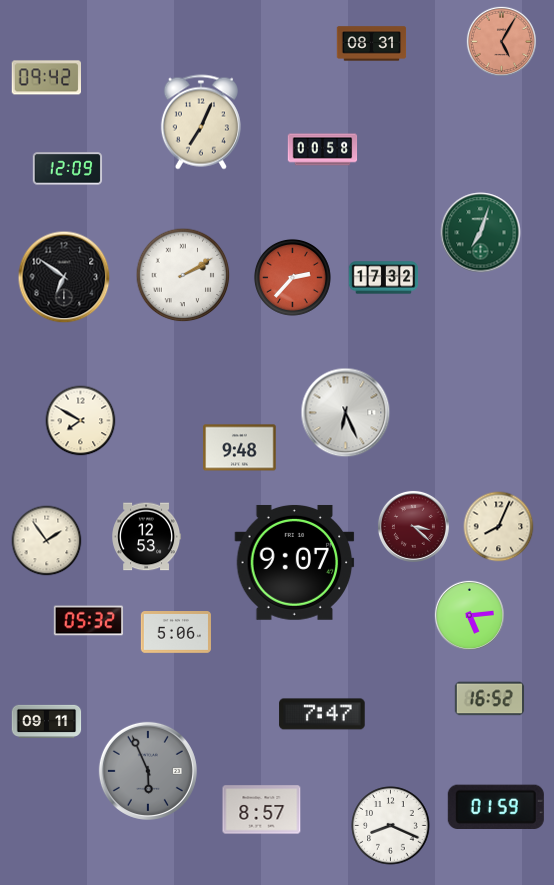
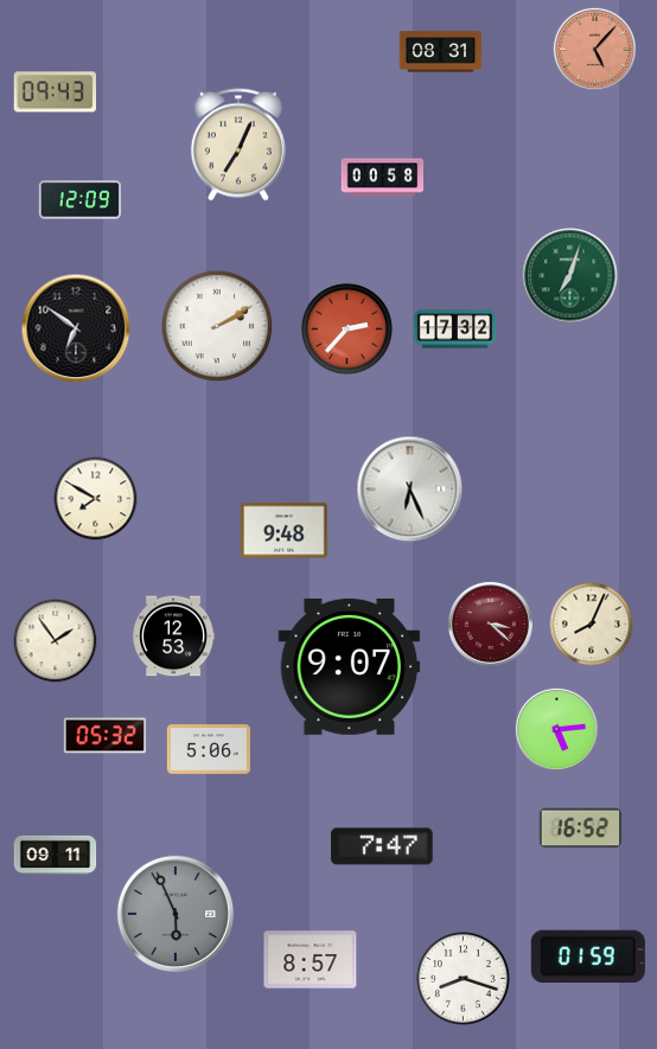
clock at (501, 41): 5:05 -> 5:07
clock at (46, 78): 09:42 -> 09:43
clock at (391, 826): 8:19 -> 8:18
